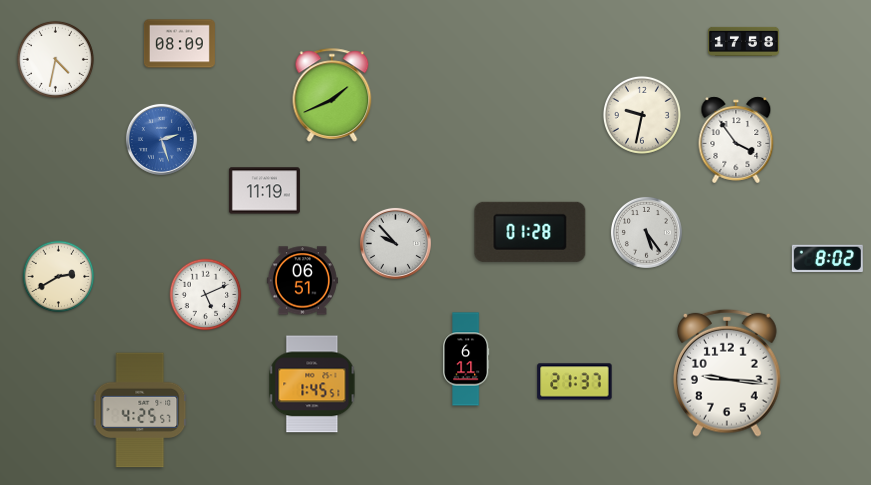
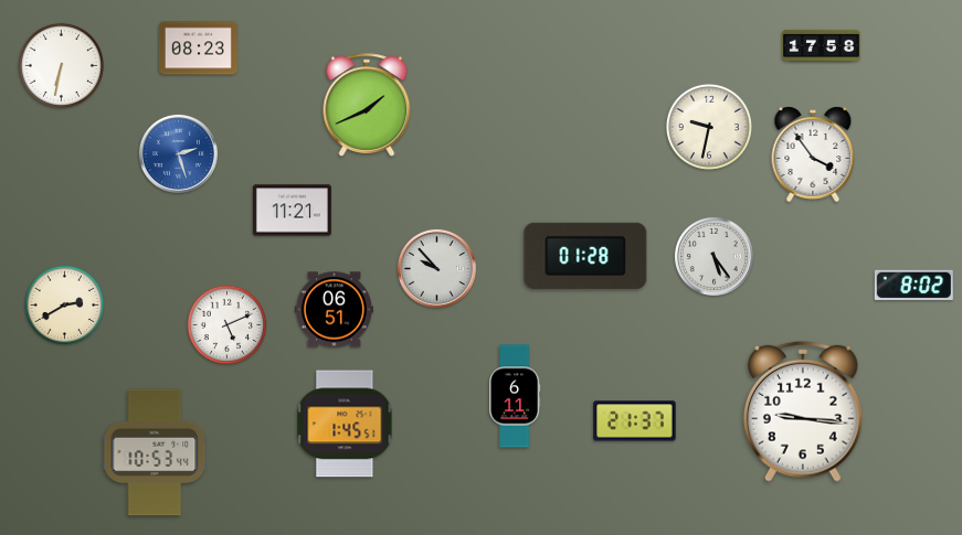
clock at (179, 44): 08:09 -> 08:23
clock at (55, 59): 4:32 -> 6:32
clock at (264, 191): 11:19 -> 11:21
clock at (140, 410): 4:25 -> 10:53
